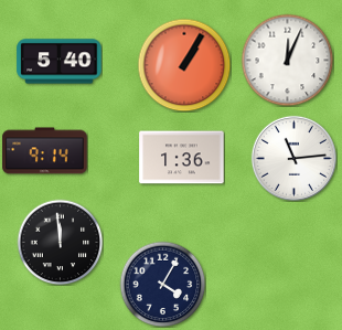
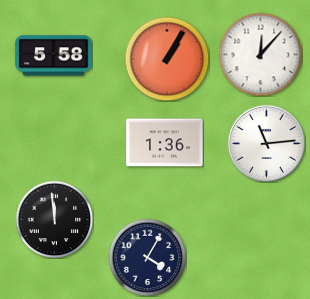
clock at (287, 60): 12:04 -> 12:07
clock at (60, 62): 5:40 -> 5:58
clock at (45, 151): 9:14 -> none
